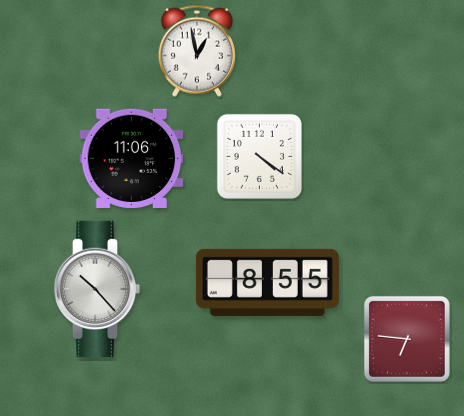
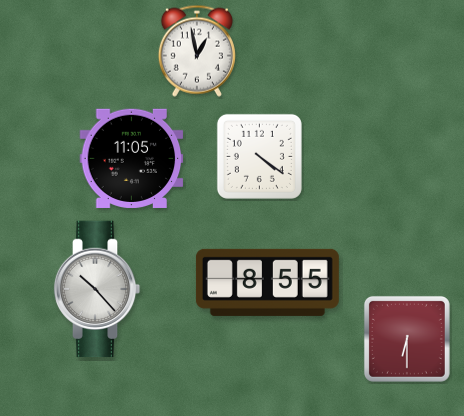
clock at (132, 158): 11:06 -> 11:05
clock at (407, 339): 6:46 -> 6:30
